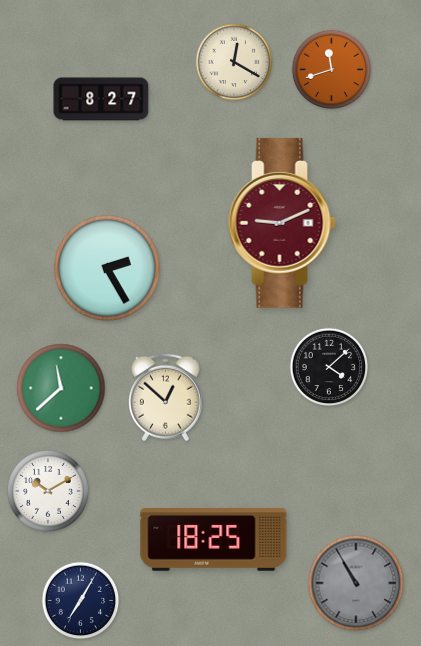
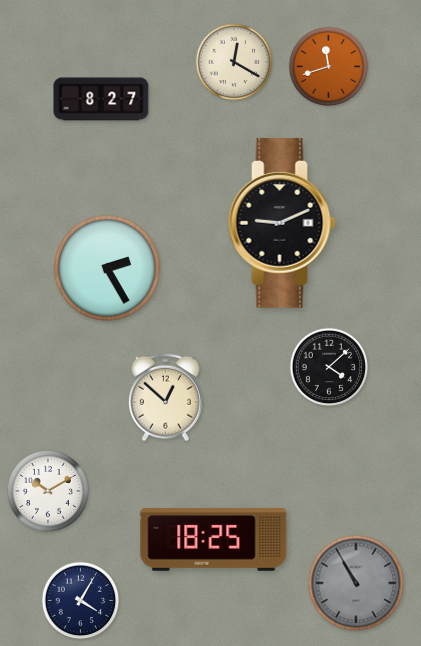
clock at (331, 69) position: (331, 69) -> (328, 66)
clock at (282, 223) dial: burgundy -> black
clock at (61, 388): 11:38 -> none
clock at (81, 601): 7:05 -> 4:05
